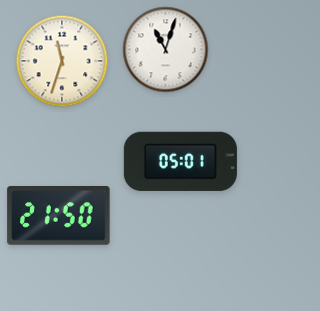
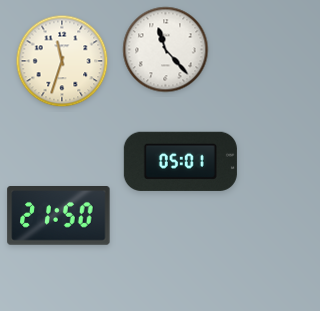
clock at (166, 50): 11:03 -> 11:23
